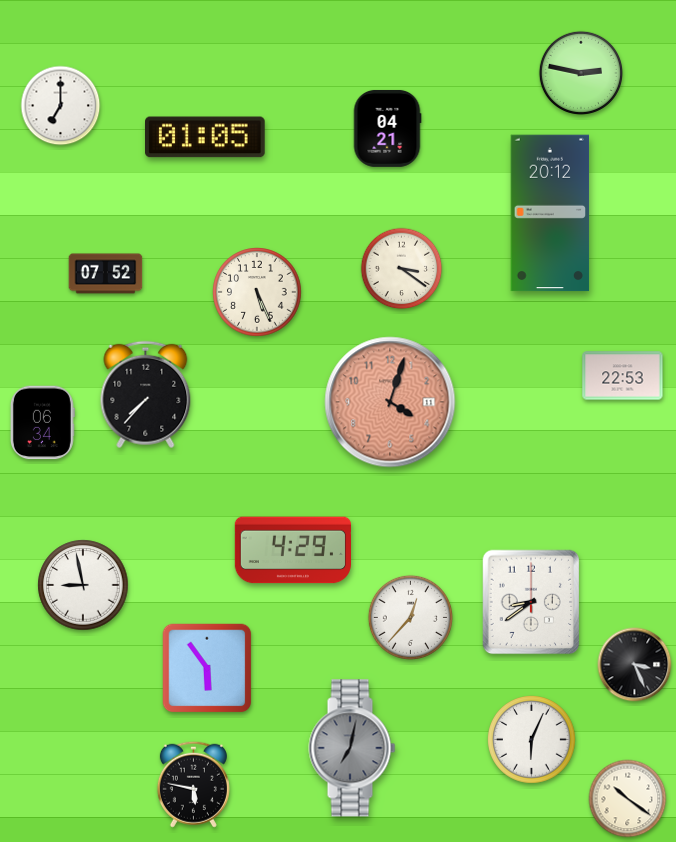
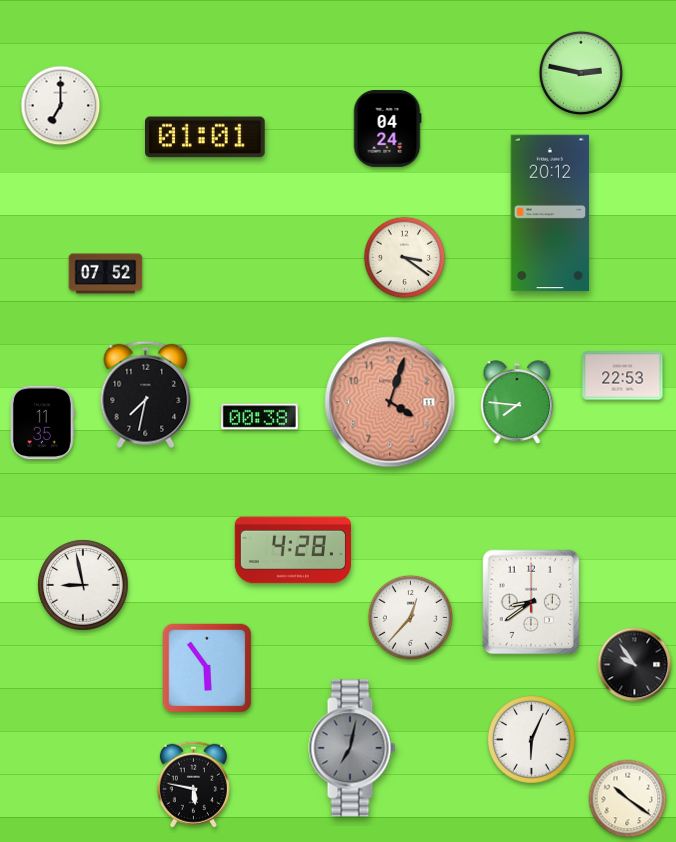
clock at (387, 128): 04:21 -> 04:24
clock at (206, 137): 01:05 -> 01:01
clock at (402, 269) position: (402, 269) -> (405, 258)
clock at (257, 292): 5:26 -> none
clock at (146, 395): 7:37 -> 7:32
clock at (517, 402): none -> 7:46
clock at (259, 417): none -> 00:38
clock at (42, 423): 06:34 -> 11:35
clock at (292, 550): 4:29 -> 4:28
clock at (635, 665): 3:26 -> 9:54
